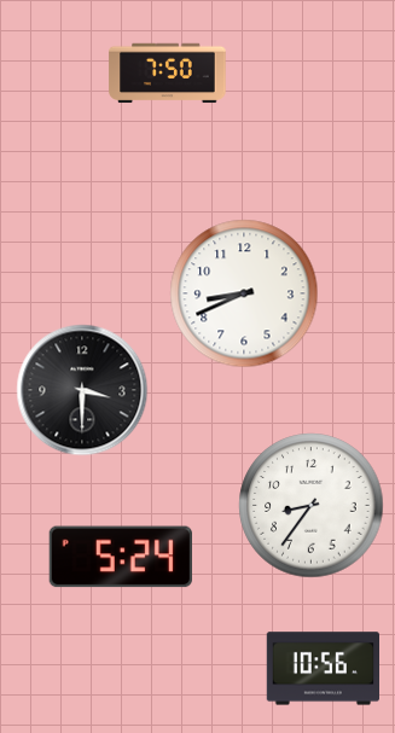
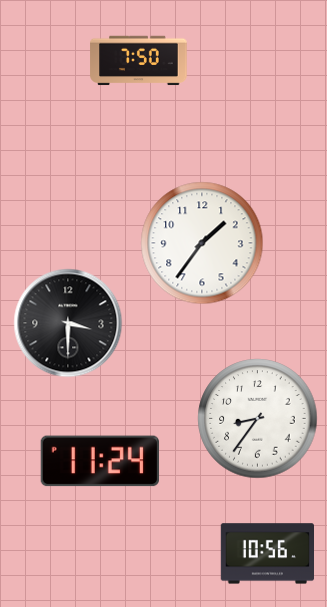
clock at (244, 293): 8:41 -> 1:36
clock at (121, 557): 5:24 -> 11:24
